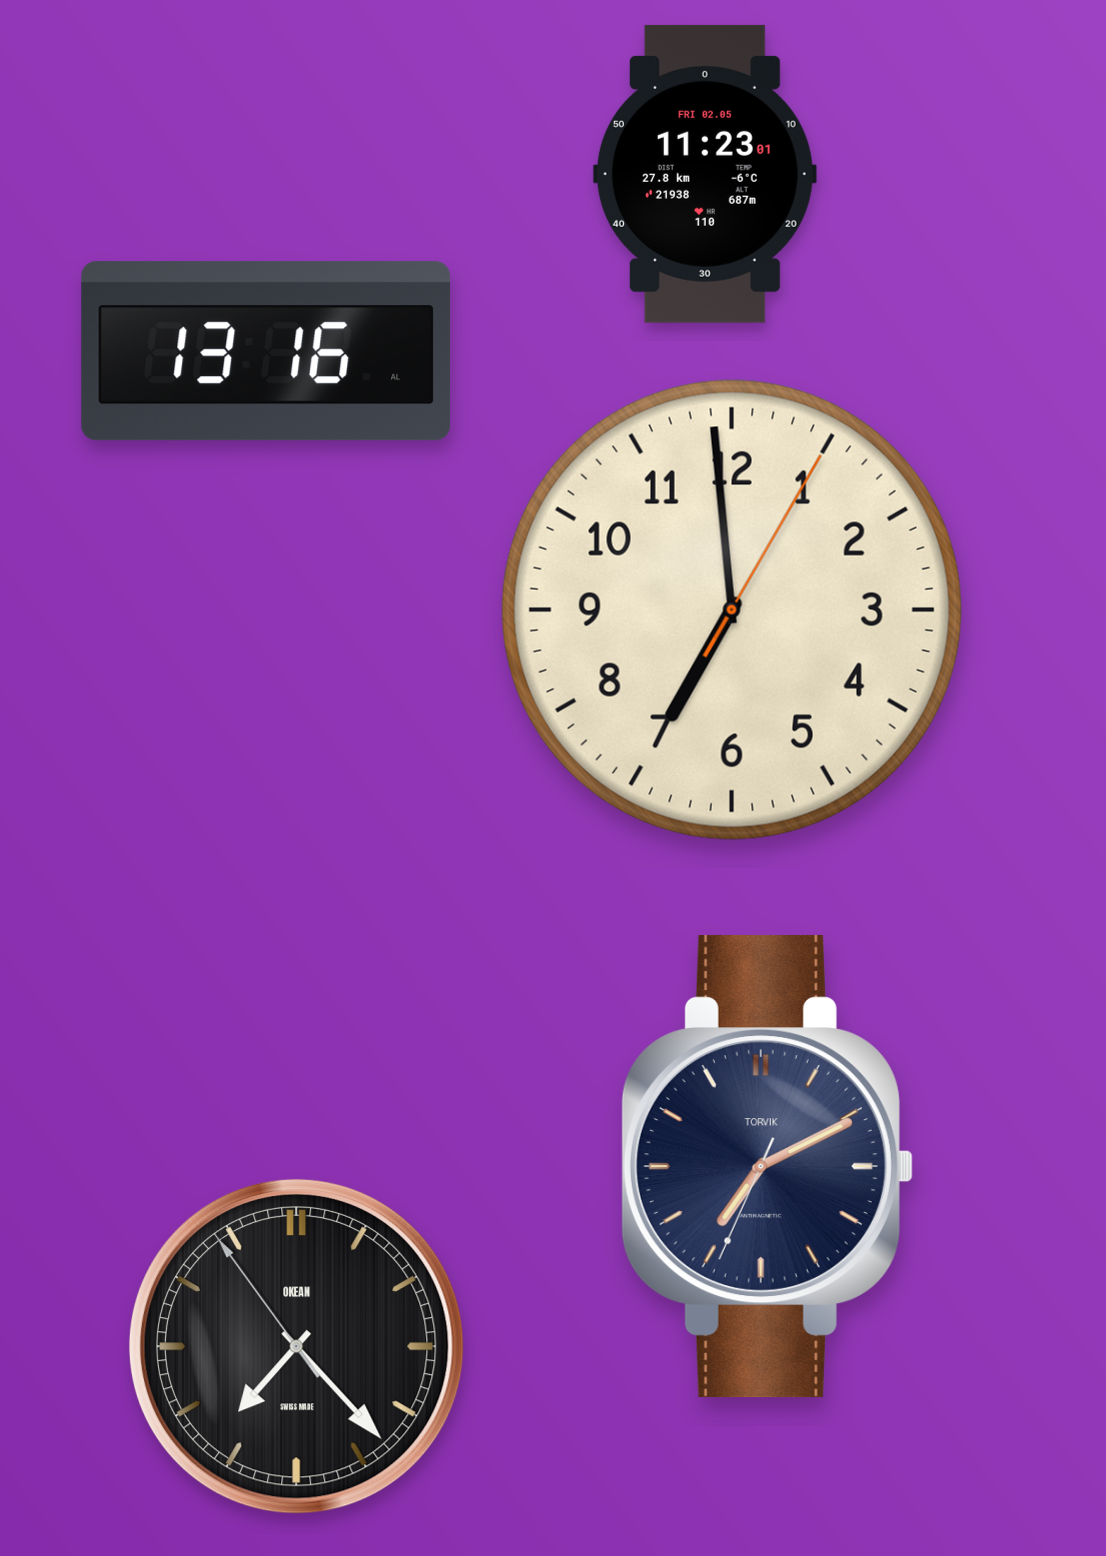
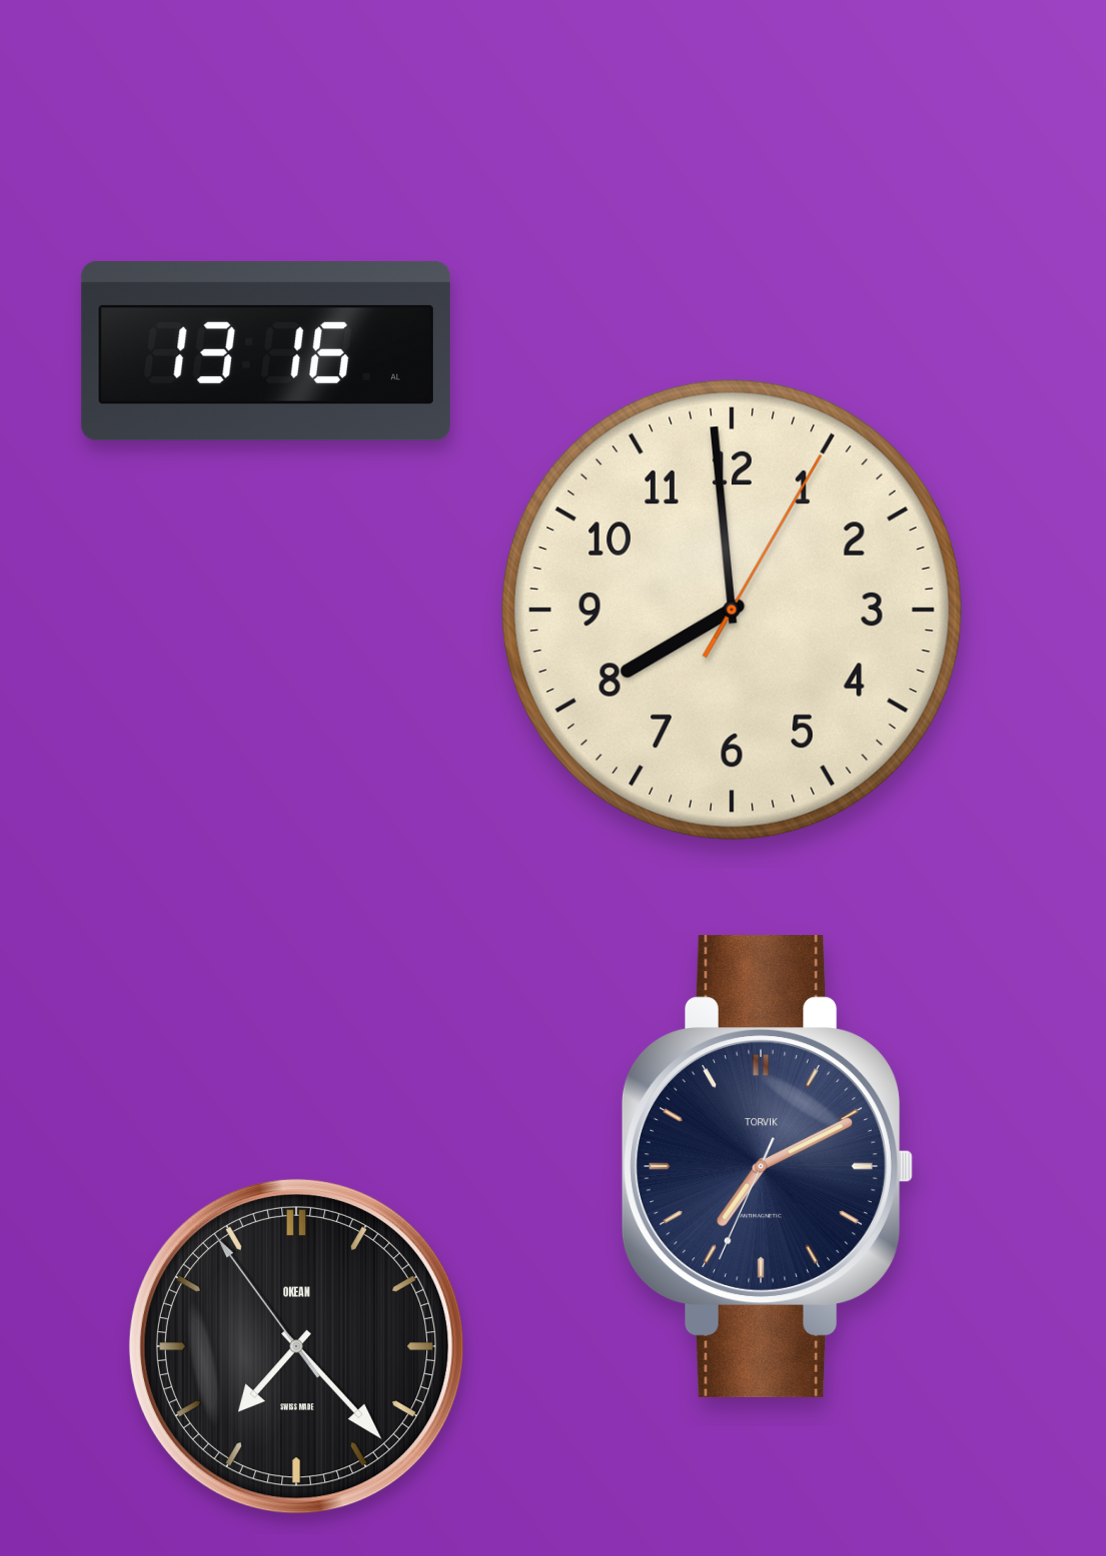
clock at (705, 174): 11:23 -> none
clock at (732, 610): 6:59 -> 7:59
